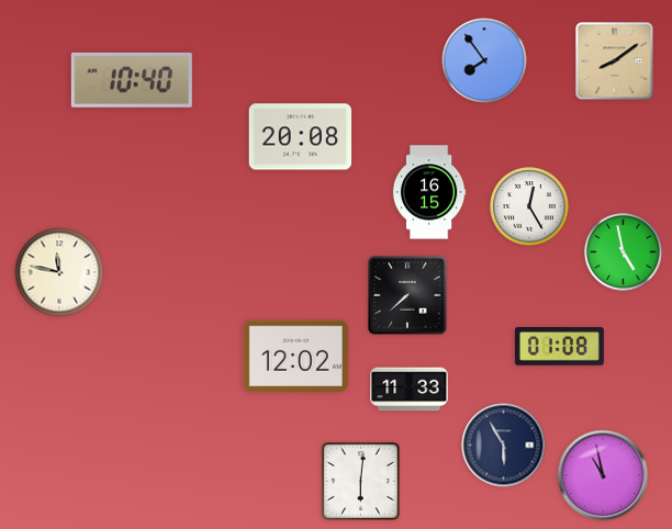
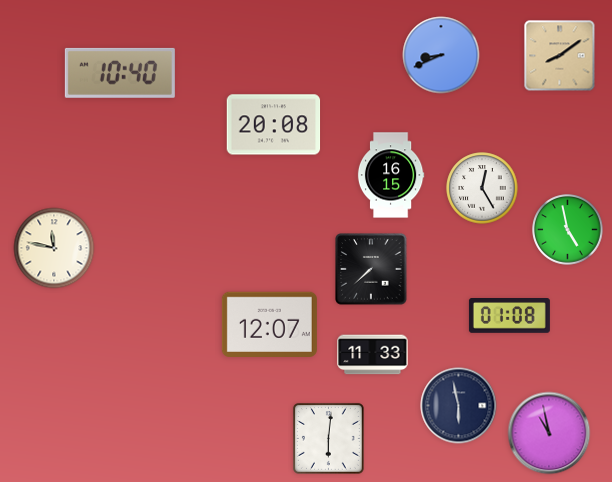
clock at (484, 60): 7:54 -> 8:41
clock at (295, 356): 12:02 -> 12:07
clock at (504, 446): 5:55 -> 5:58
